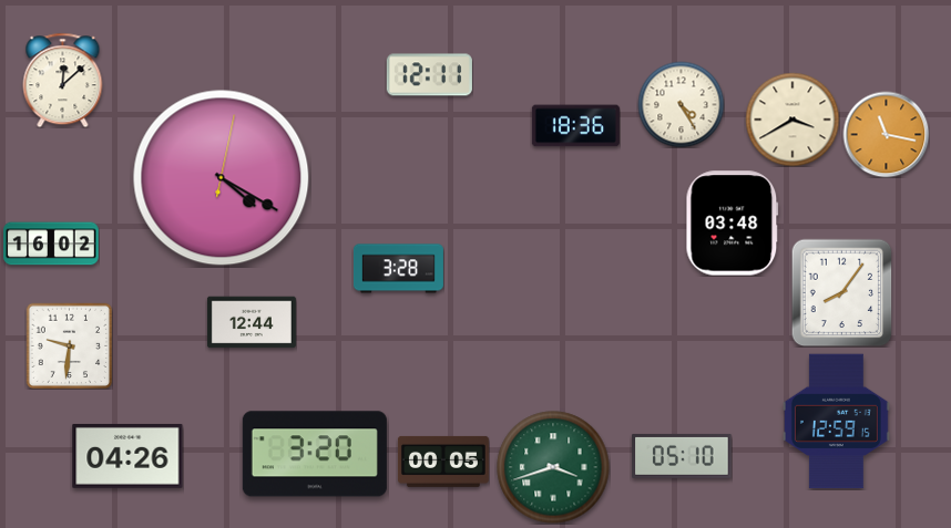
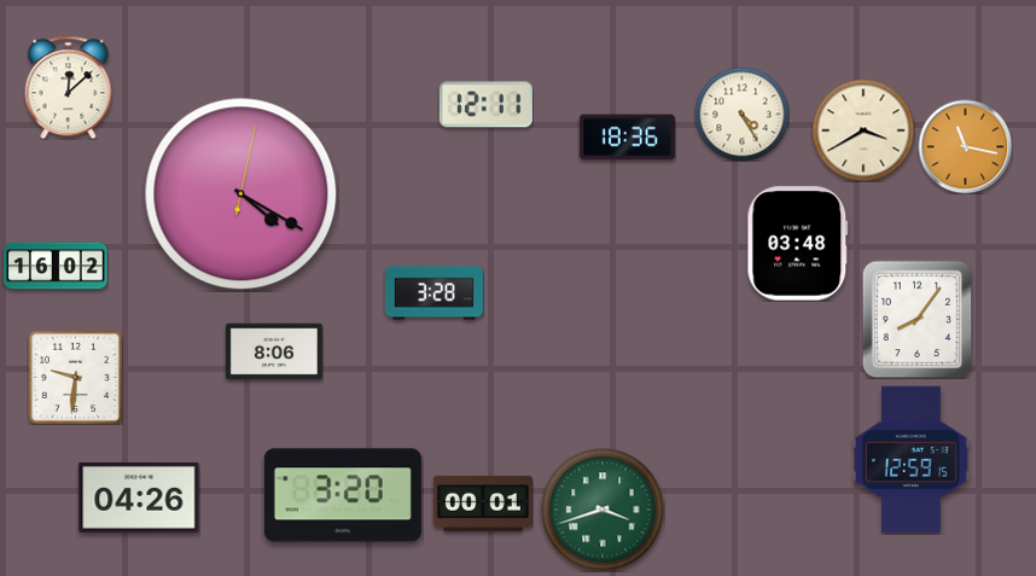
clock at (429, 75) position: (429, 75) -> (485, 105)
clock at (252, 322): 12:44 -> 8:06
clock at (682, 456): 05:10 -> none
clock at (443, 462): 00:05 -> 00:01
